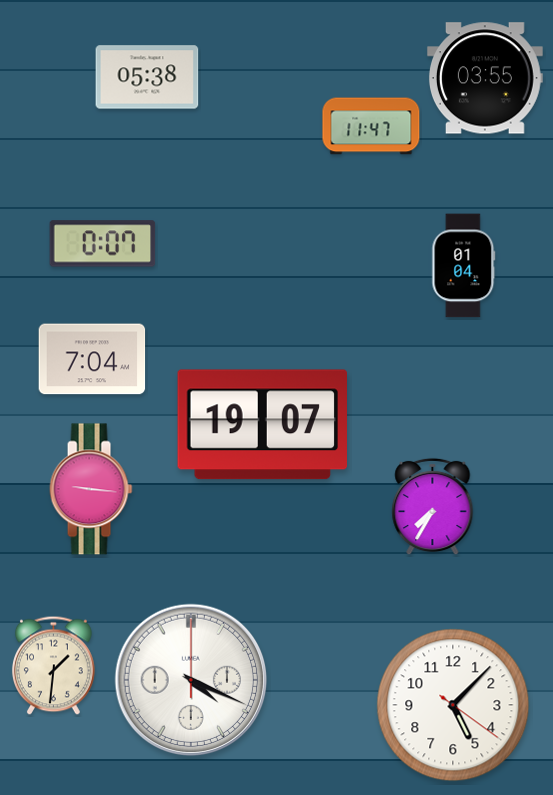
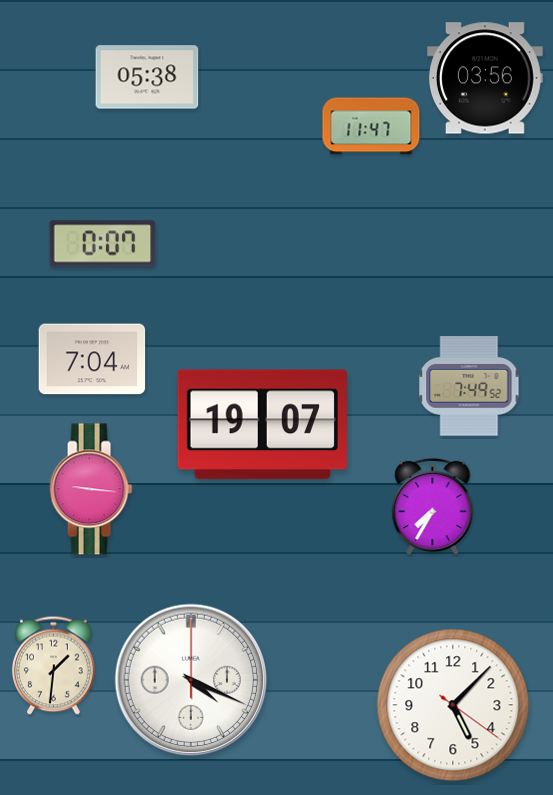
clock at (485, 78): 03:55 -> 03:56
clock at (464, 266): 01:04 -> none
clock at (469, 386): none -> 7:49
